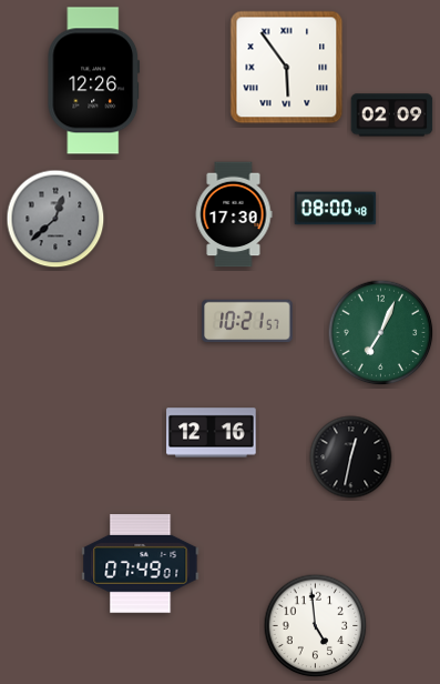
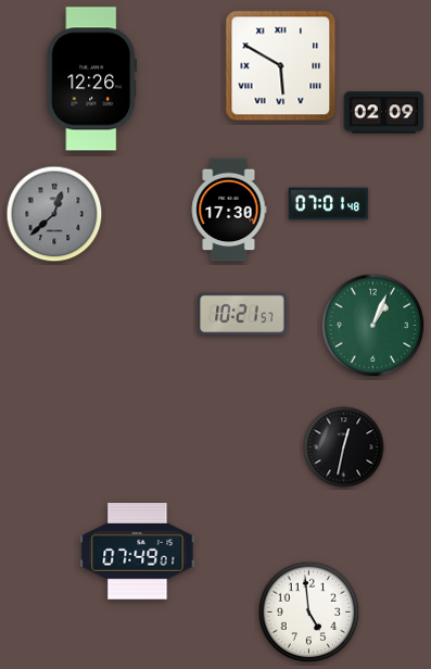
clock at (287, 68): 5:54 -> 5:50
clock at (336, 209): 08:00 -> 07:01
clock at (381, 333): 7:04 -> 1:04
clock at (212, 433): 12:16 -> none
